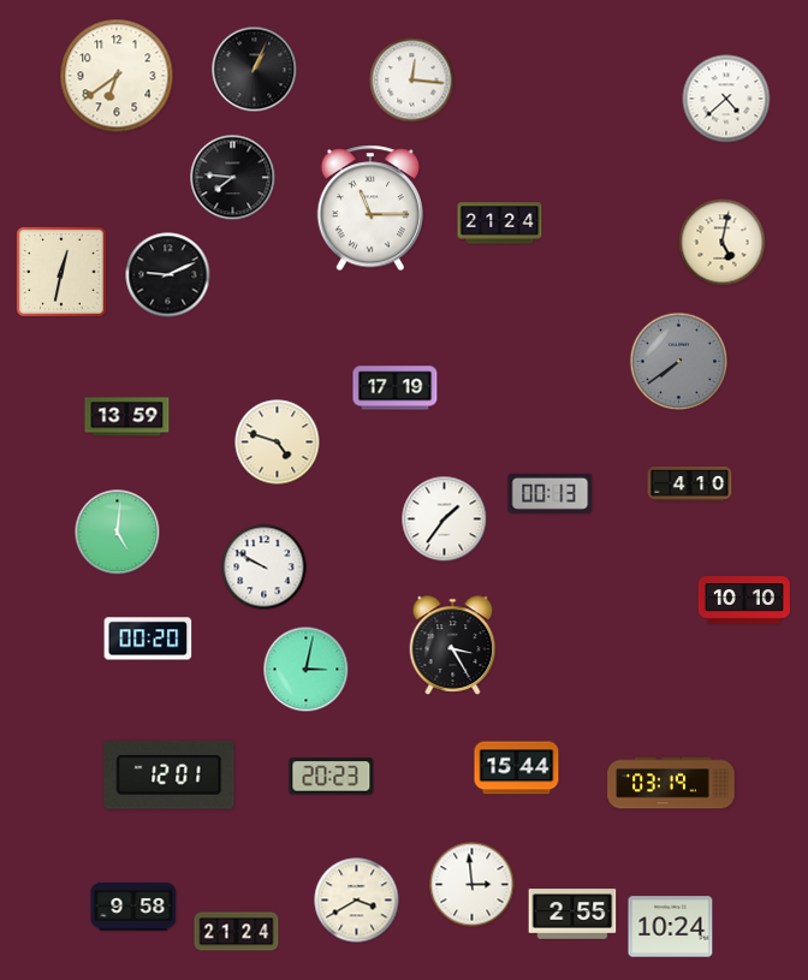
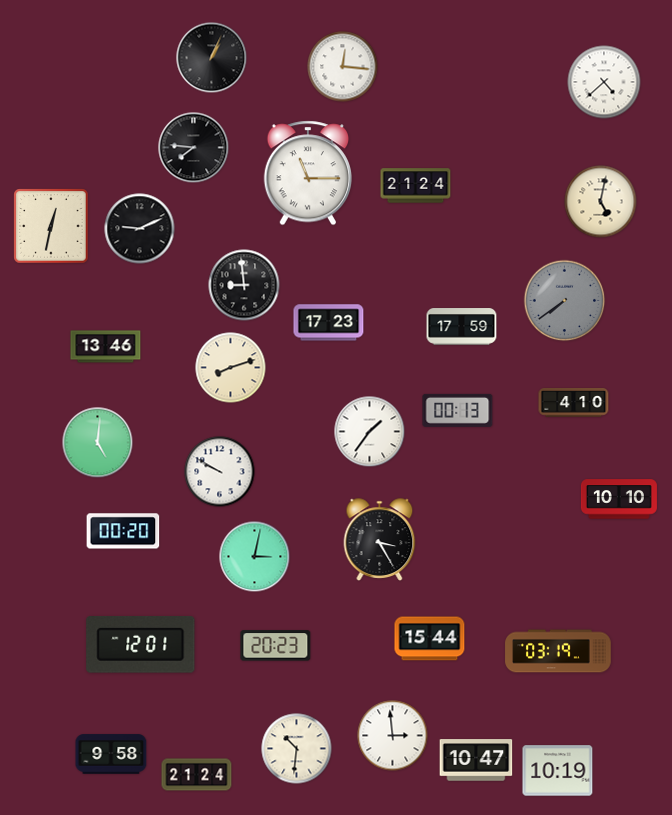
clock at (117, 76): 6:39 -> none
clock at (244, 285): none -> 8:59
clock at (396, 388): 17:19 -> 17:23
clock at (462, 327): none -> 17:59
clock at (127, 417): 13:59 -> 13:46
clock at (278, 443): 4:48 -> 8:12
clock at (453, 646) position: (453, 646) -> (380, 540)
clock at (357, 901): 3:40 -> 10:31
clock at (572, 914): 2:55 -> 10:47
clock at (671, 927): 10:24 -> 10:19
